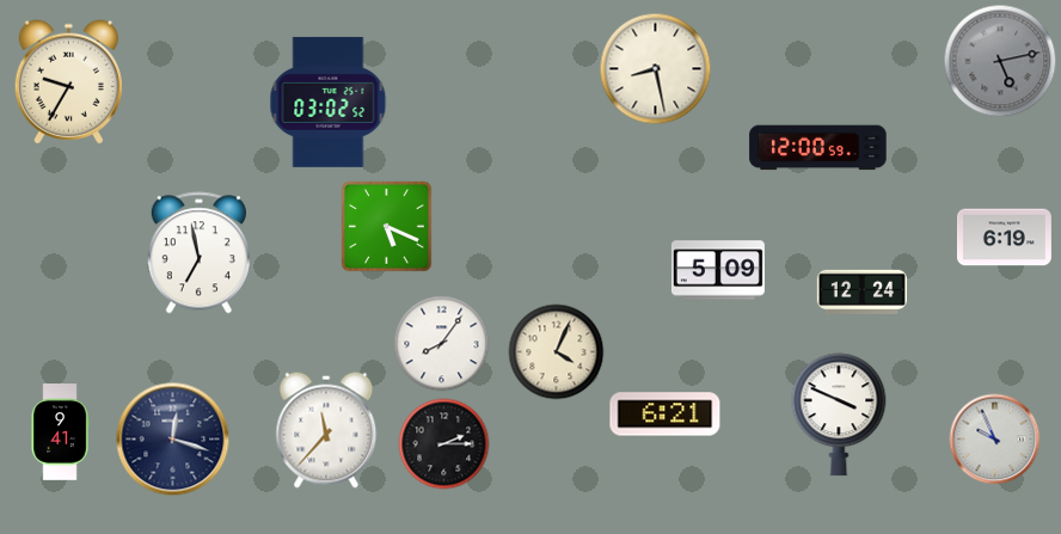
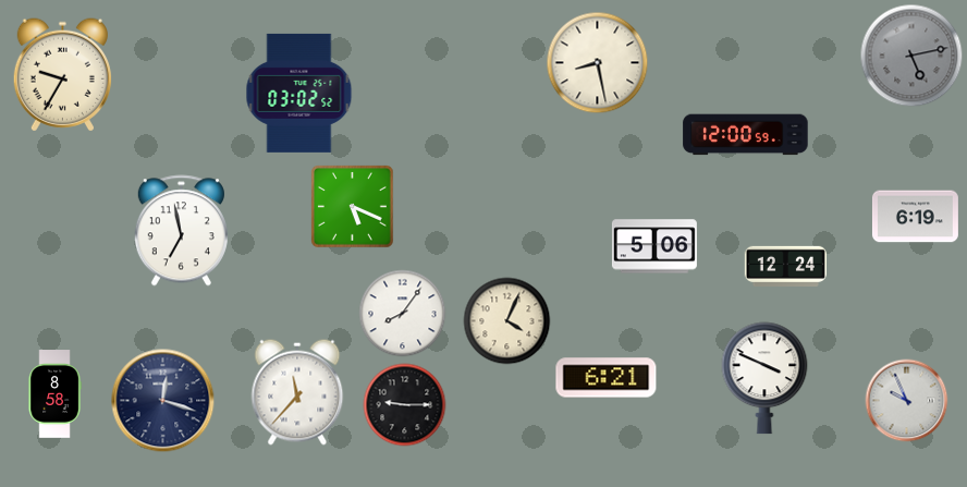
clock at (718, 270): 5:09 -> 5:06
clock at (60, 432): 9:41 -> 8:58
clock at (173, 440) position: (173, 440) -> (163, 401)
clock at (444, 444): 2:15 -> 9:15
